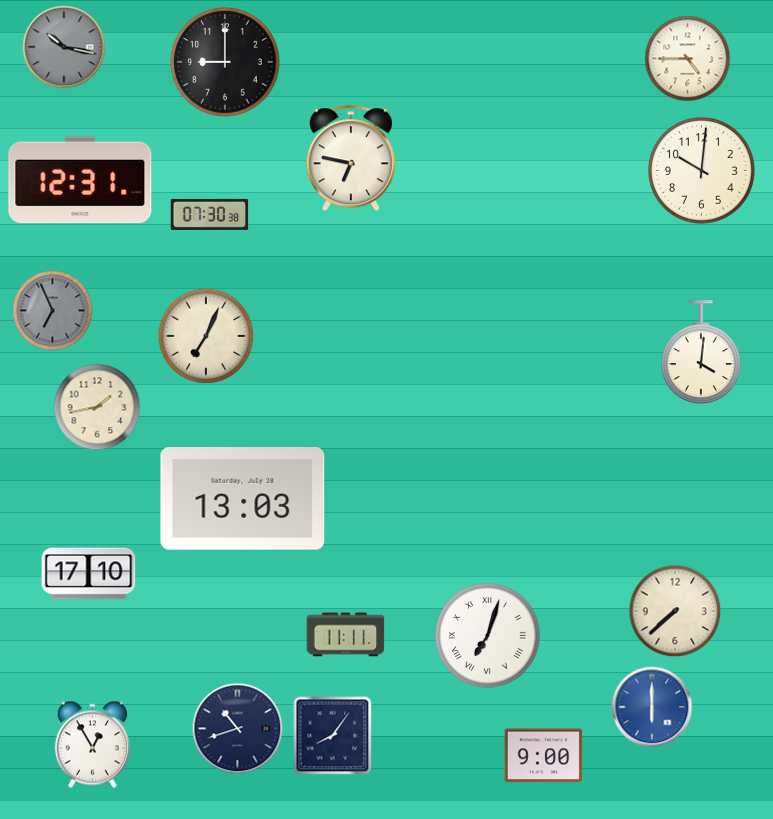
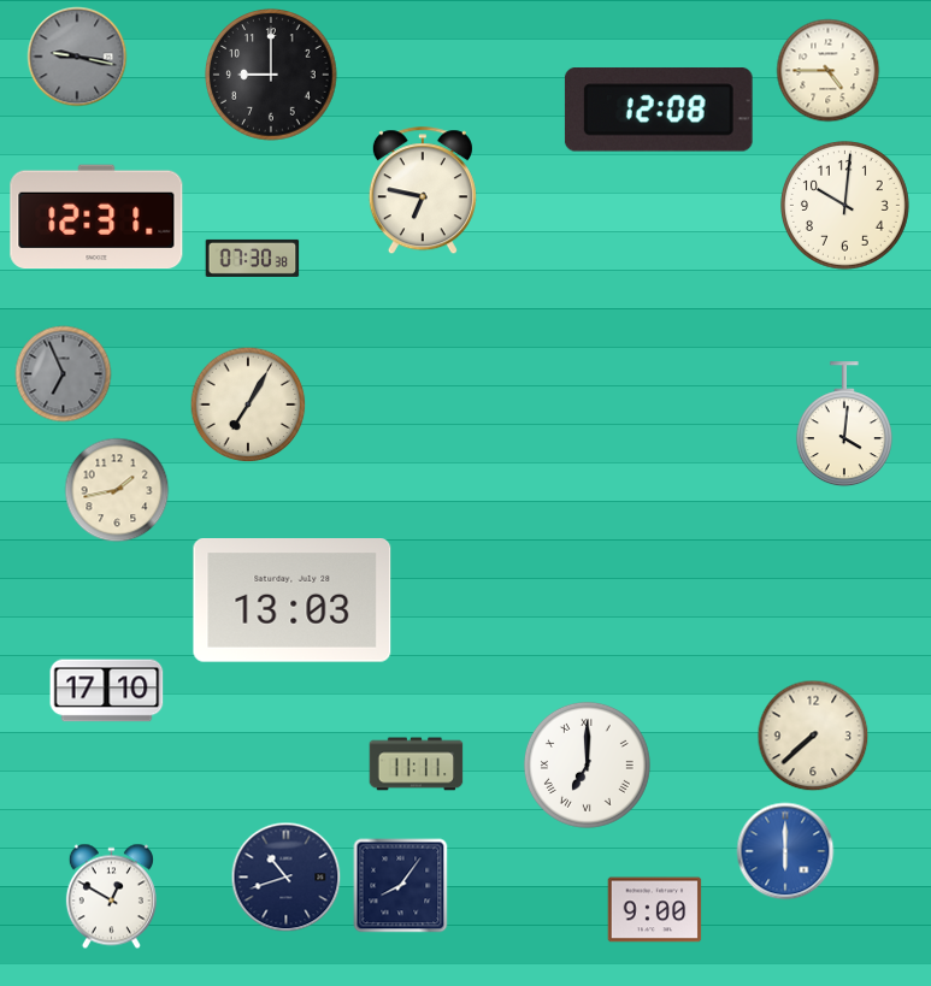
clock at (64, 47): 10:17 -> 9:17
clock at (659, 110): none -> 12:08
clock at (206, 336): 7:04 -> 7:05
clock at (487, 635): 7:03 -> 7:00
clock at (92, 745): 12:55 -> 12:50
